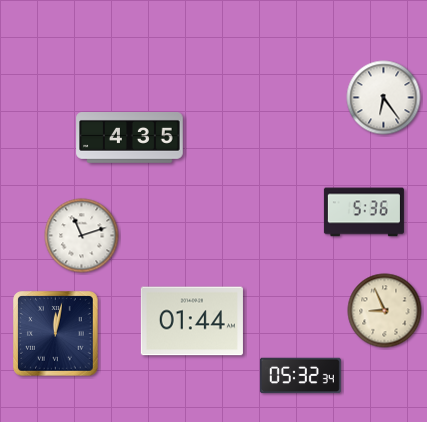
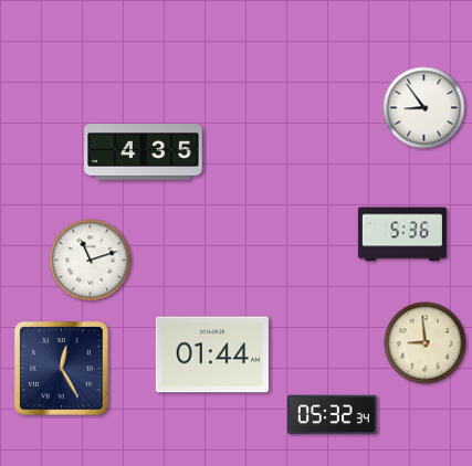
clock at (384, 98): 6:24 -> 8:54
clock at (385, 311): 8:56 -> 8:59
clock at (56, 334): 12:02 -> 12:25
